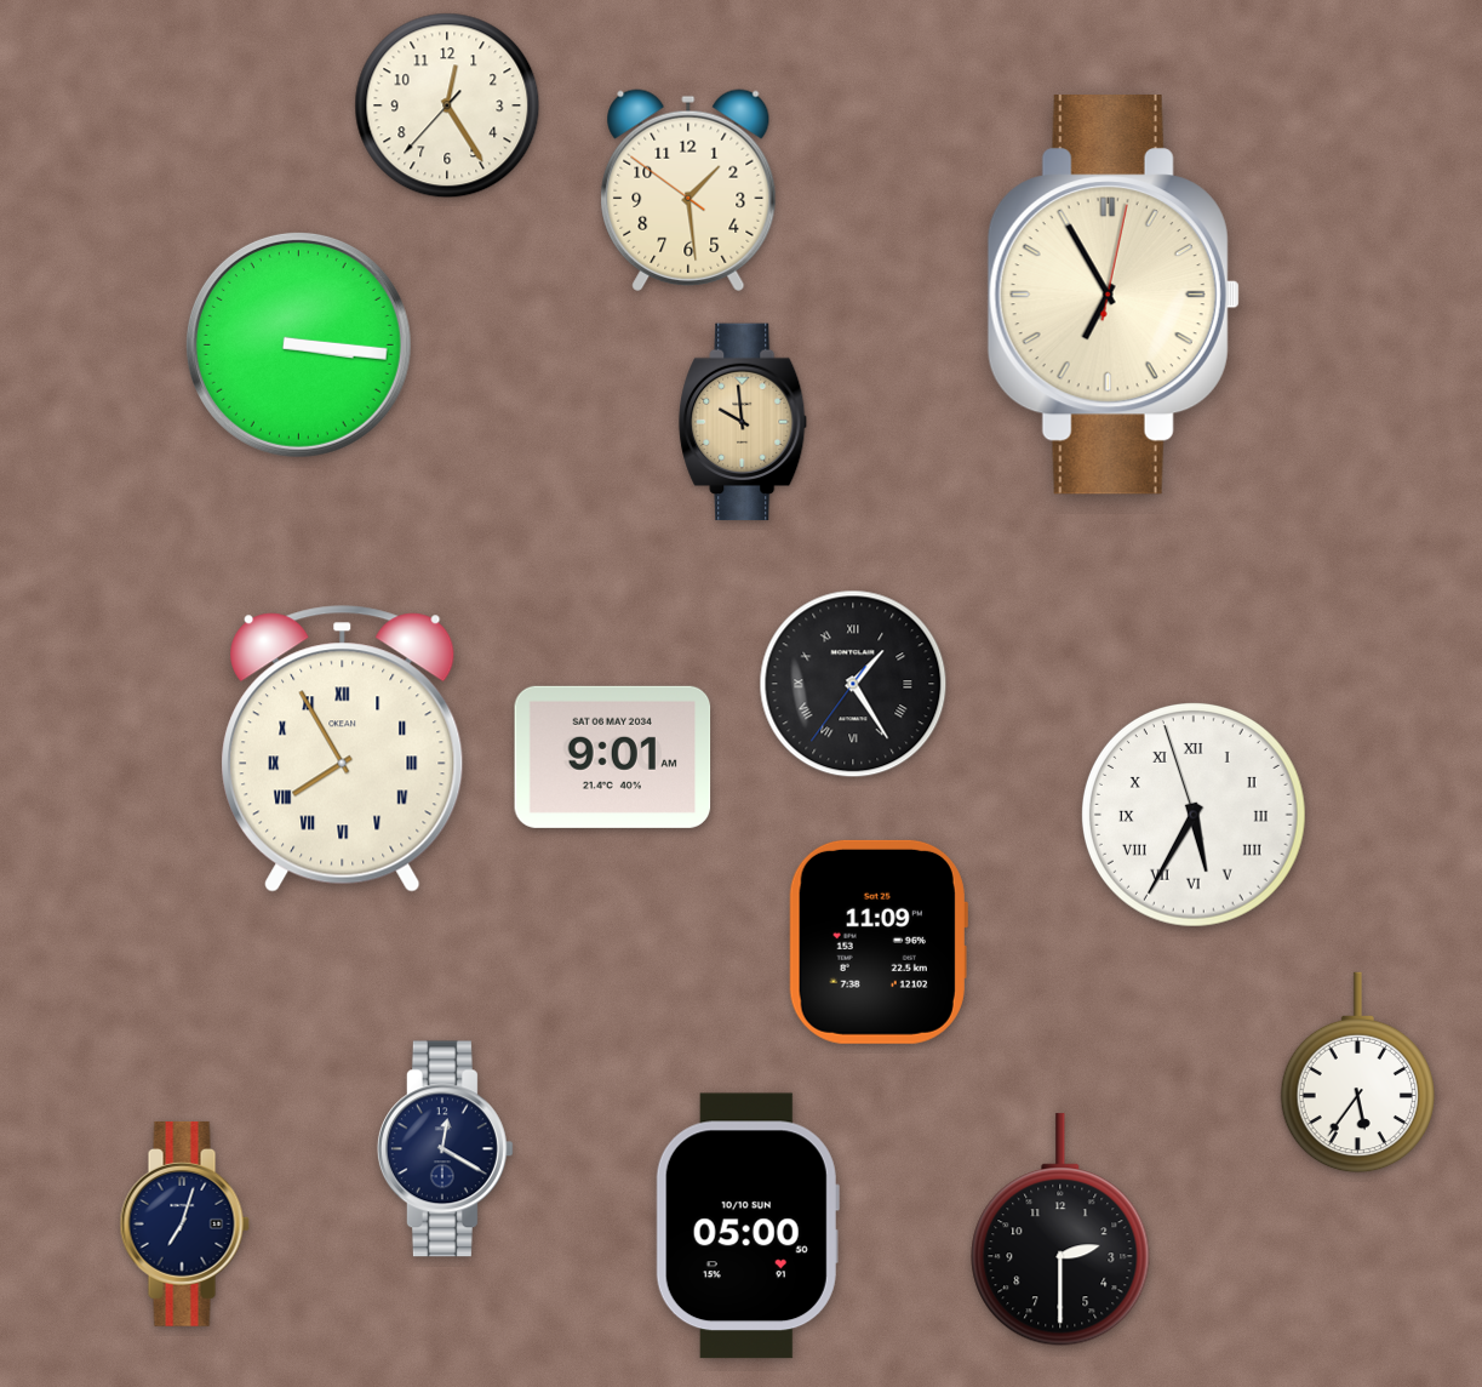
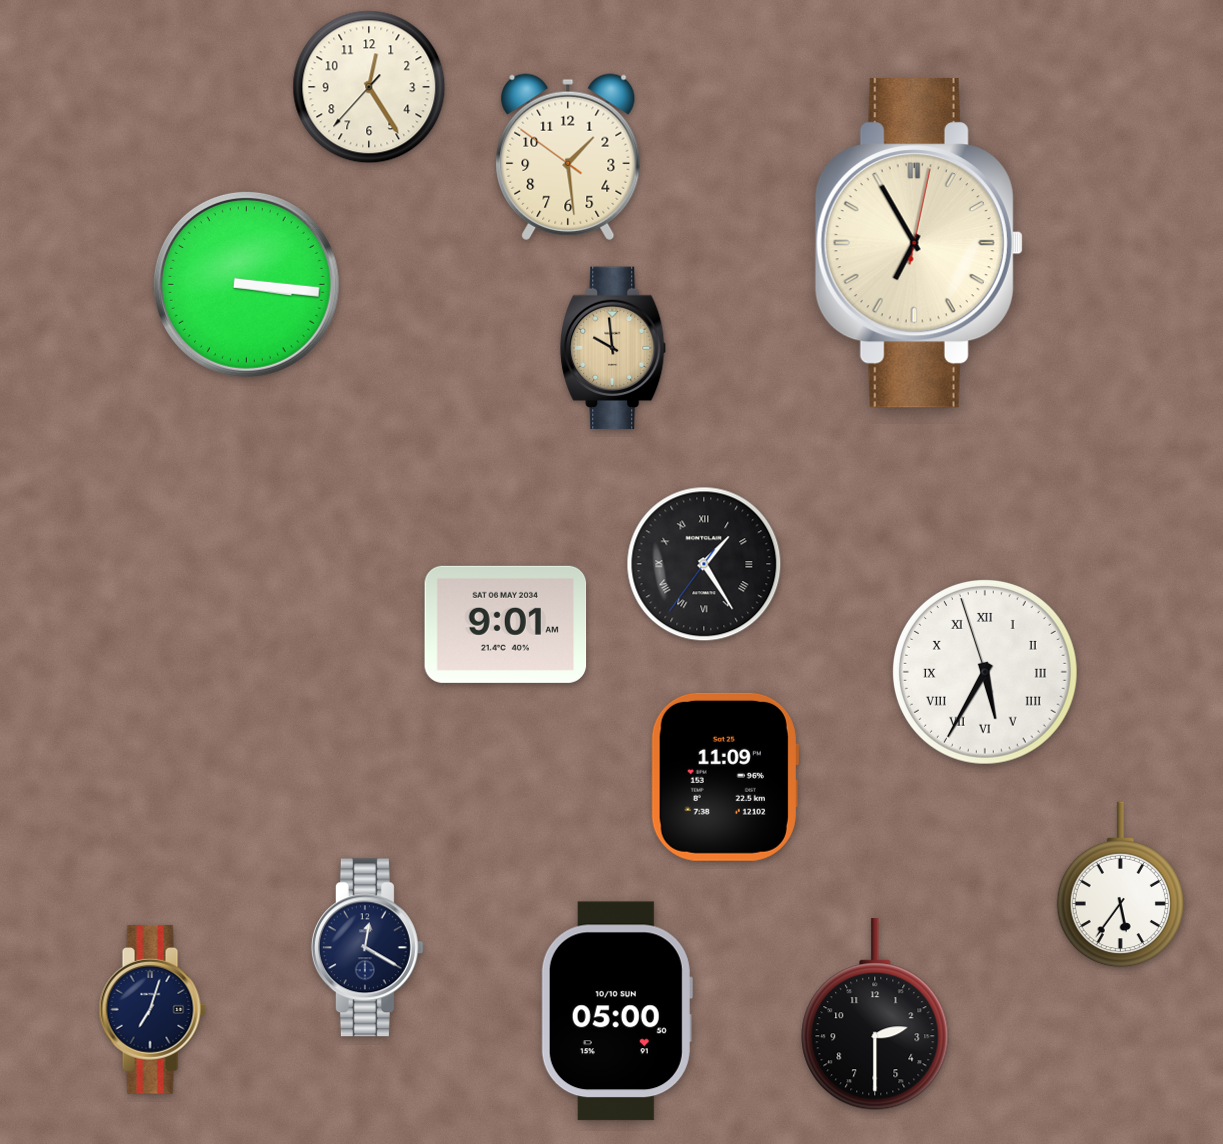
clock at (343, 749): 7:55 -> none
